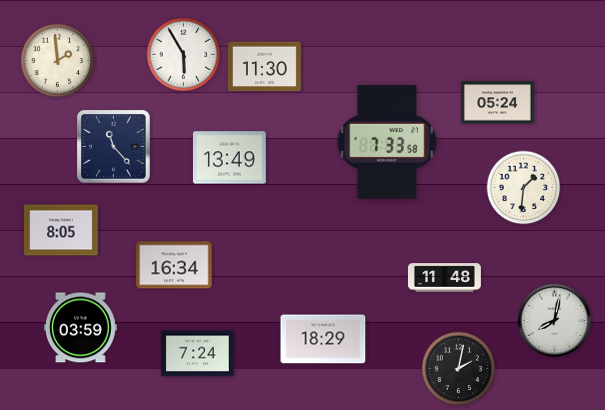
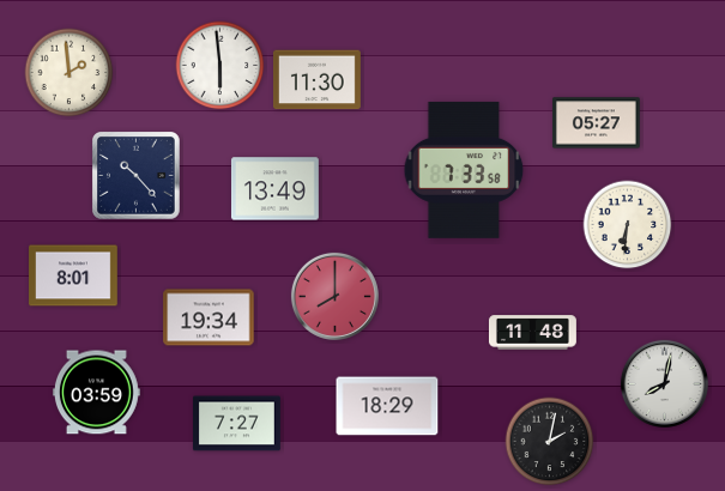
clock at (184, 55): 5:55 -> 5:59
clock at (497, 103): 05:24 -> 05:27
clock at (114, 147): 11:23 -> 10:23
clock at (524, 188): 1:31 -> 6:31
clock at (61, 230): 8:05 -> 8:01
clock at (334, 296): none -> 8:00
clock at (174, 265): 16:34 -> 19:34
clock at (197, 354): 7:24 -> 7:27
